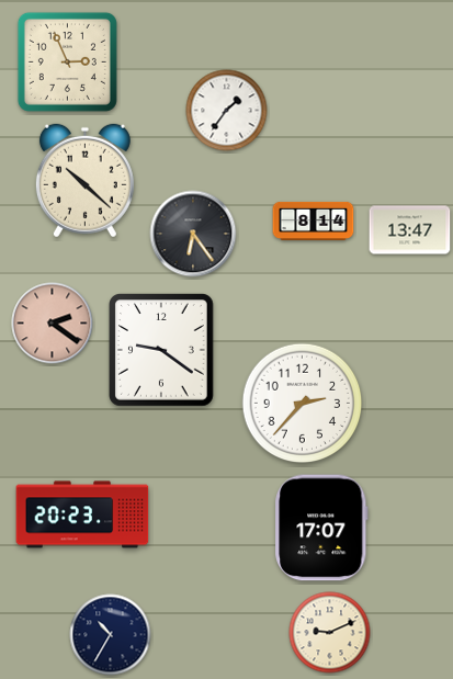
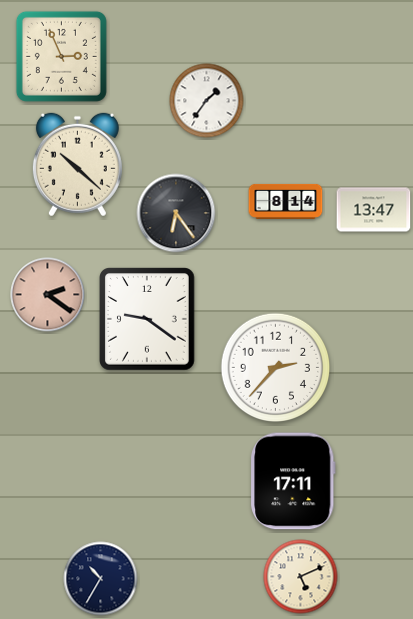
clock at (82, 514): 20:23 -> none
clock at (321, 528): 17:07 -> 17:11
clock at (330, 633): 9:11 -> 5:11
